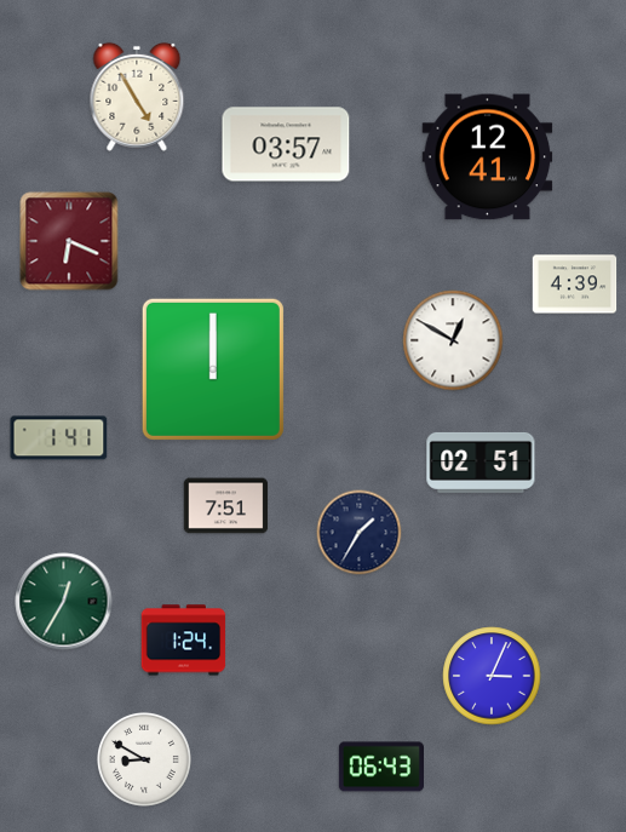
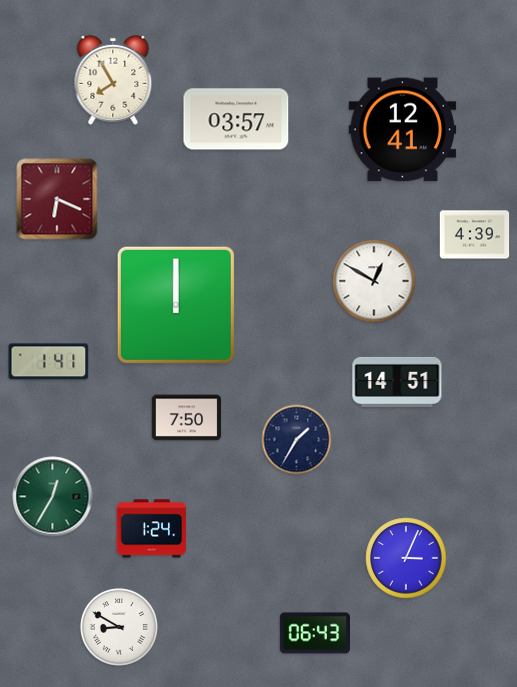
clock at (137, 97): 4:55 -> 7:55
clock at (481, 463): 02:51 -> 14:51
clock at (226, 506): 7:51 -> 7:50
